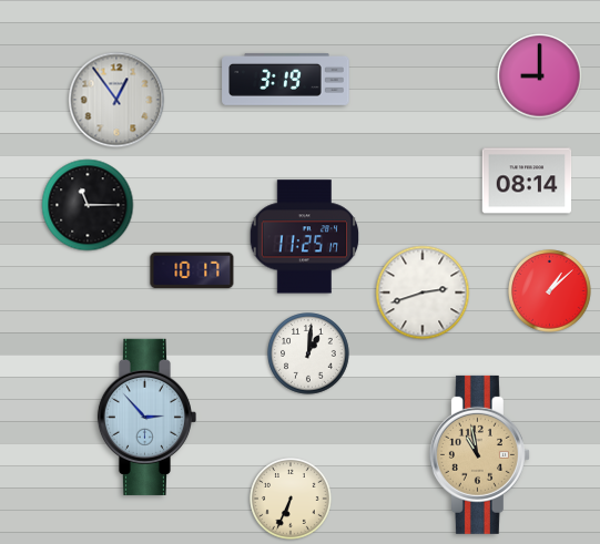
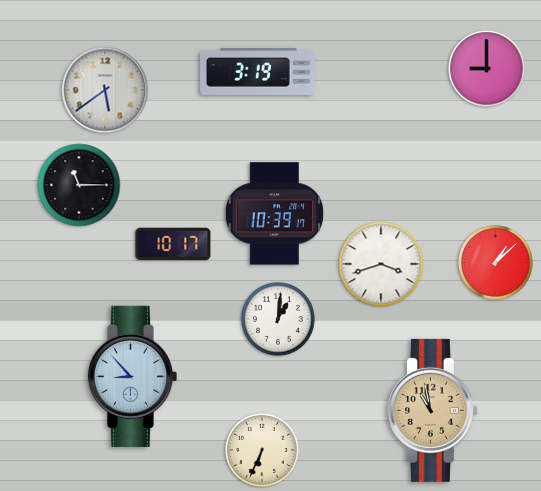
clock at (116, 100): 12:54 -> 5:39
clock at (527, 181): 08:14 -> none
clock at (305, 237): 11:25 -> 10:39
clock at (423, 292): 2:42 -> 3:42
clock at (146, 417): 2:53 -> 8:53
